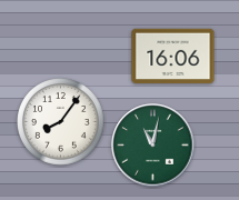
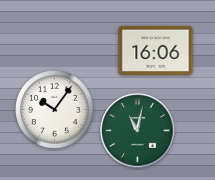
clock at (61, 122): 8:06 -> 10:06
